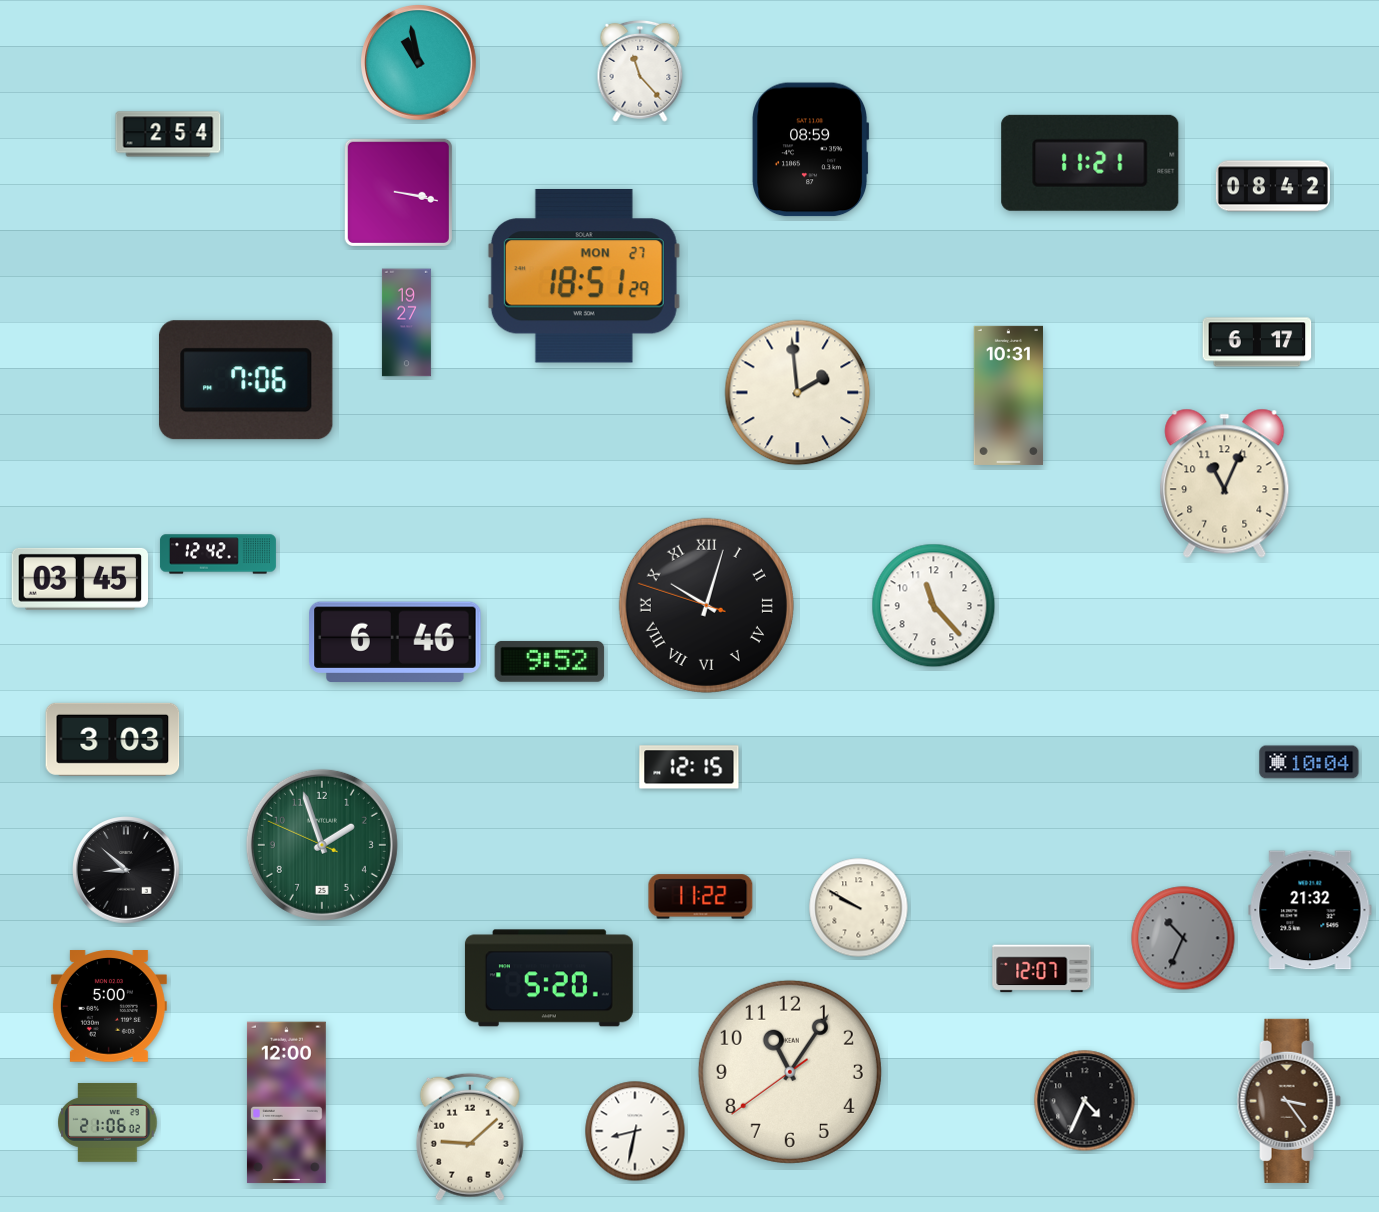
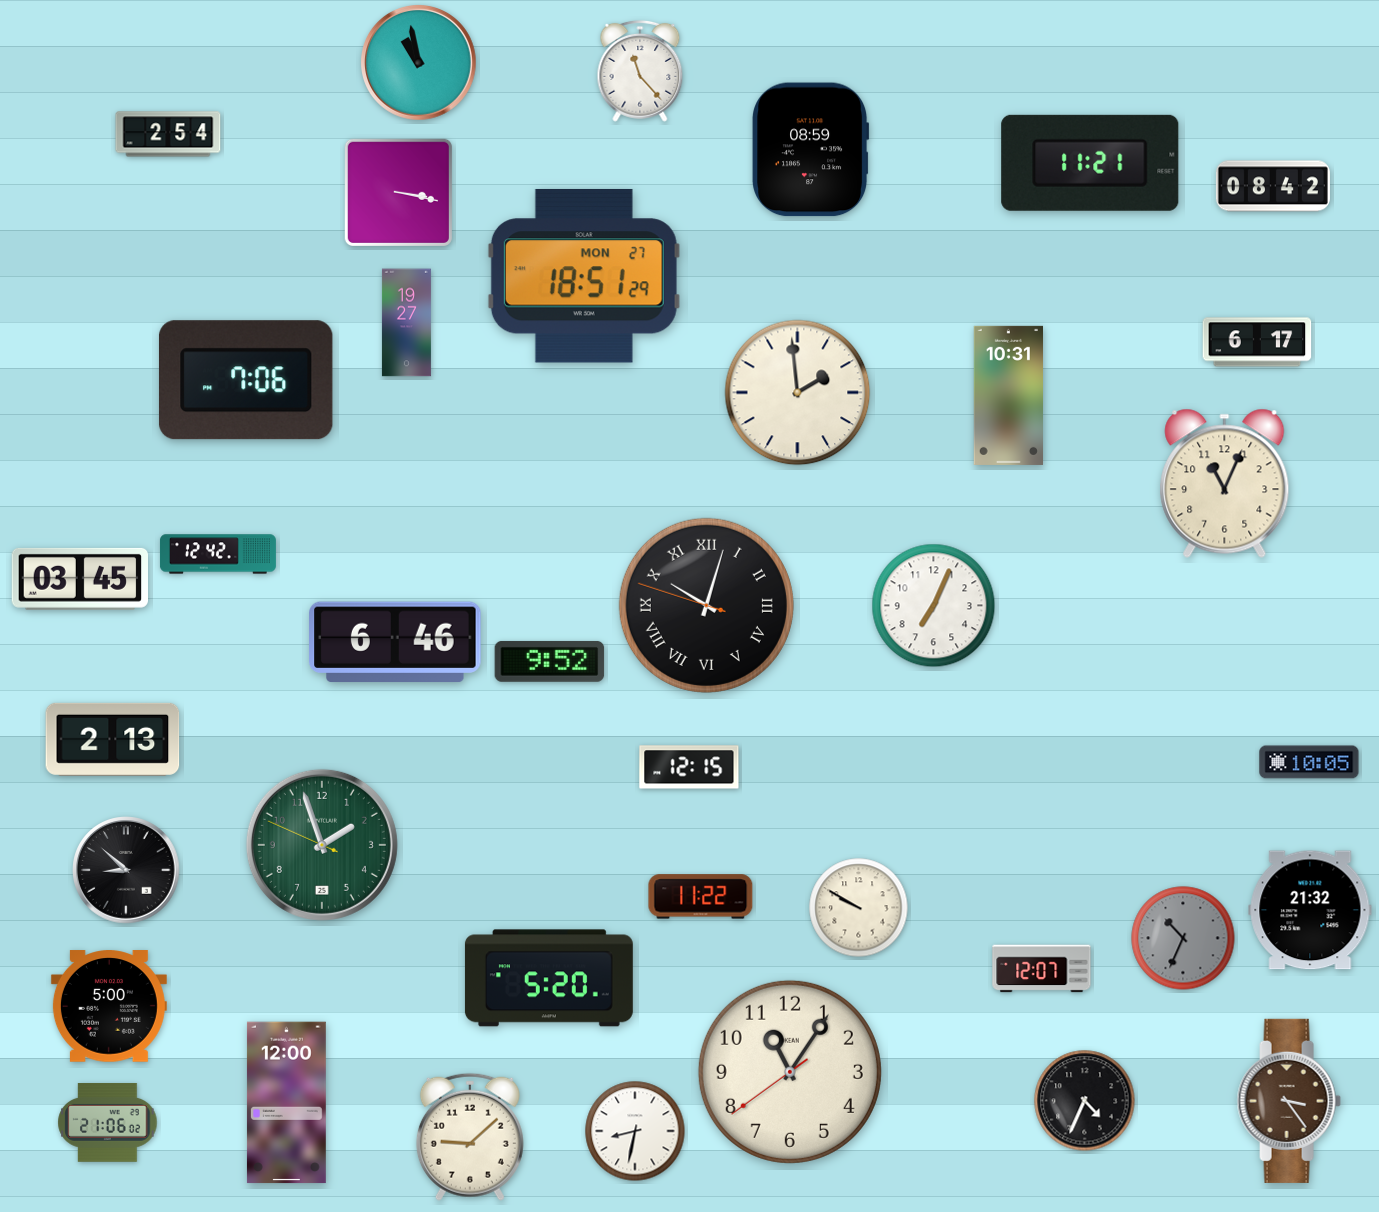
clock at (934, 606): 11:23 -> 7:04
clock at (113, 739): 3:03 -> 2:13
clock at (1309, 762): 10:04 -> 10:05
